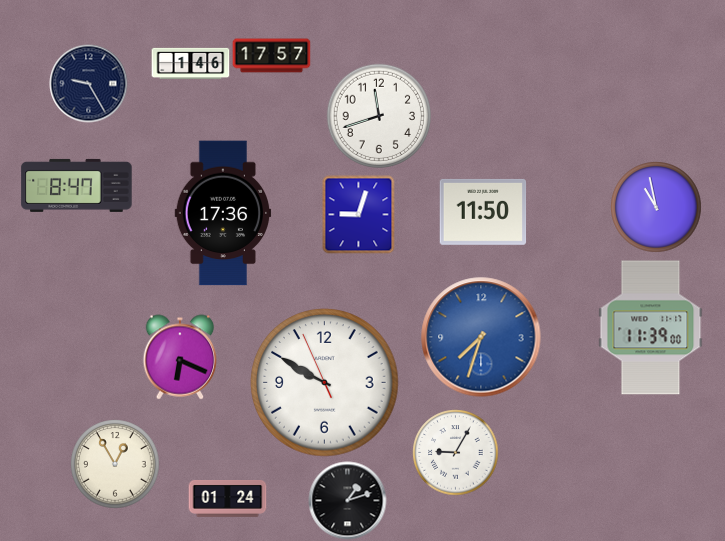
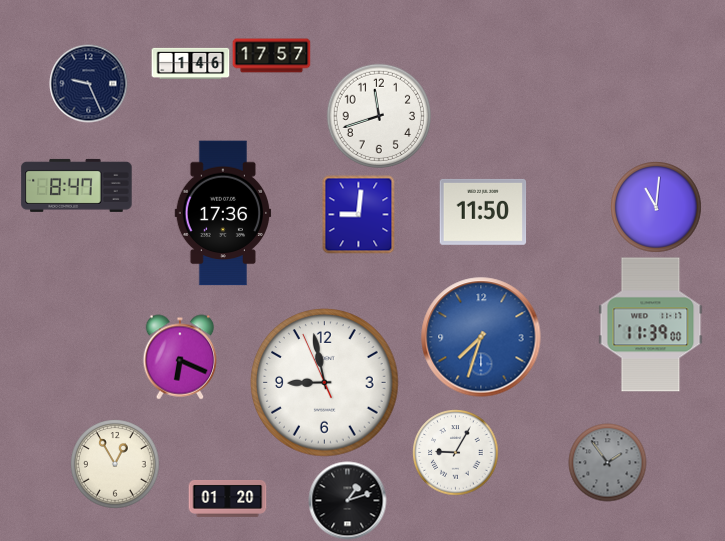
clock at (88, 83): 9:25 -> 9:26
clock at (656, 207): 10:58 -> 11:01
clock at (359, 214): 9:03 -> 9:01
clock at (651, 328) position: (651, 328) -> (651, 325)
clock at (325, 383): 9:49 -> 8:57
clock at (607, 462): none -> 1:54
clock at (227, 499): 01:24 -> 01:20
